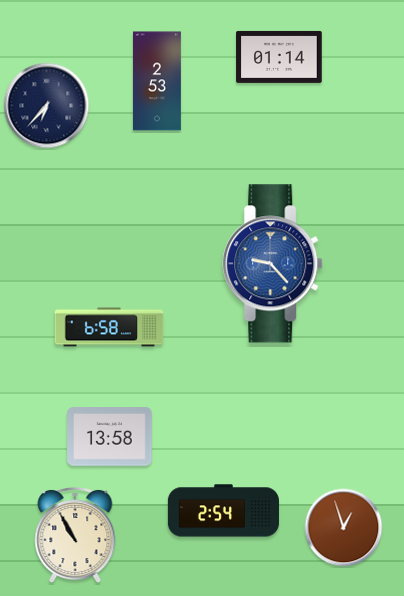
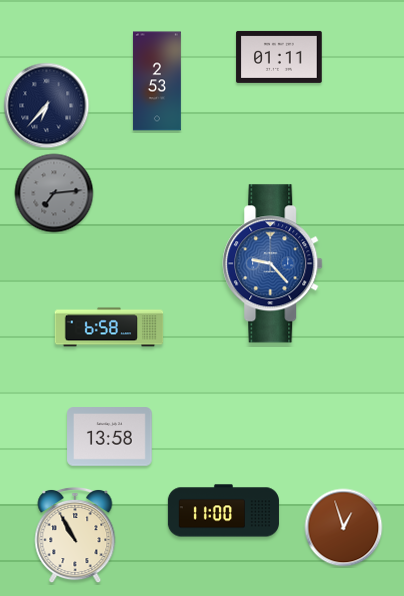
clock at (279, 57): 01:14 -> 01:11
clock at (54, 193): none -> 7:14
clock at (223, 511): 2:54 -> 11:00
